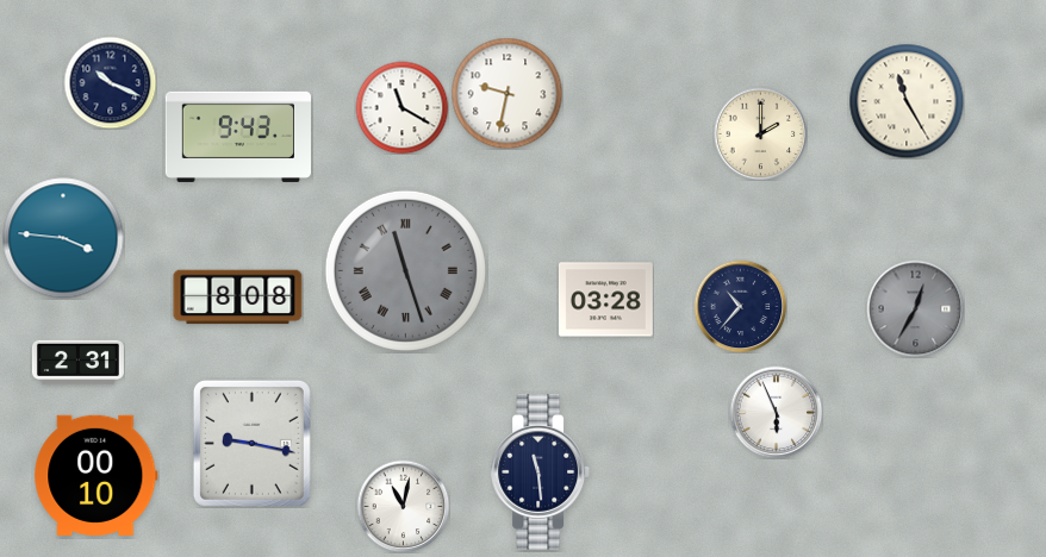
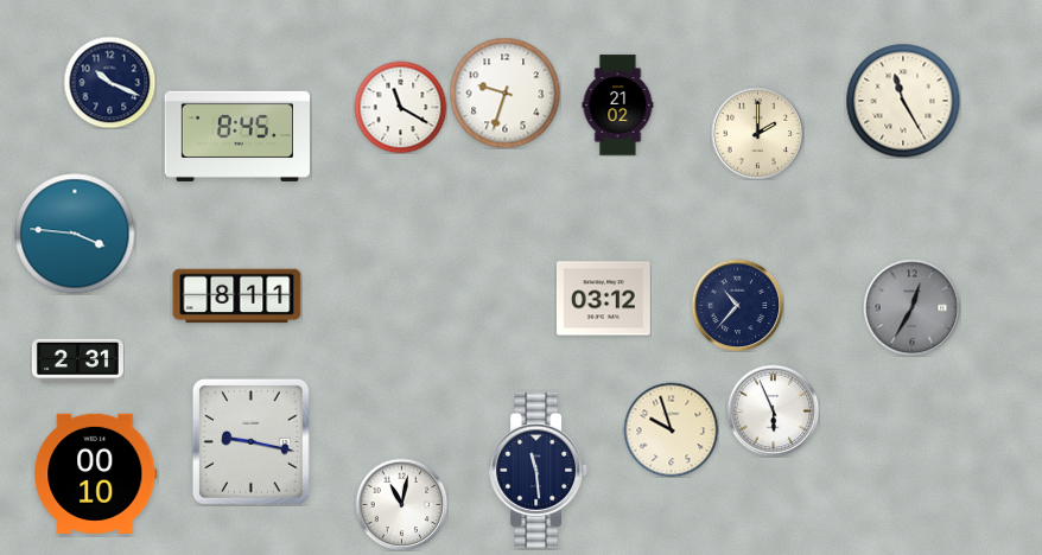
clock at (506, 93): 9:32 -> 9:33
clock at (618, 106): none -> 21:02
clock at (237, 137): 9:43 -> 8:45
clock at (63, 238) position: (63, 238) -> (75, 234)
clock at (405, 270): 11:27 -> none
clock at (238, 298): 8:08 -> 8:11
clock at (605, 300): 03:28 -> 03:12
clock at (671, 429): none -> 9:57
